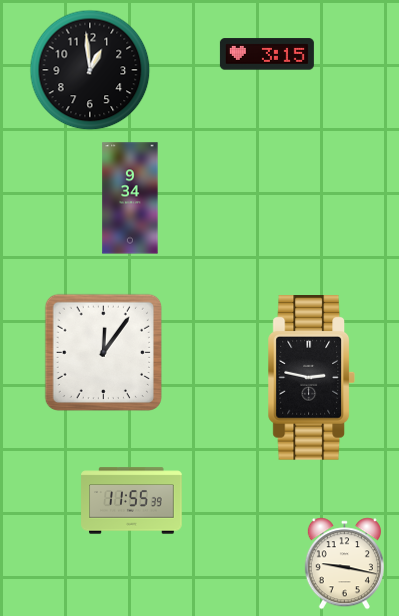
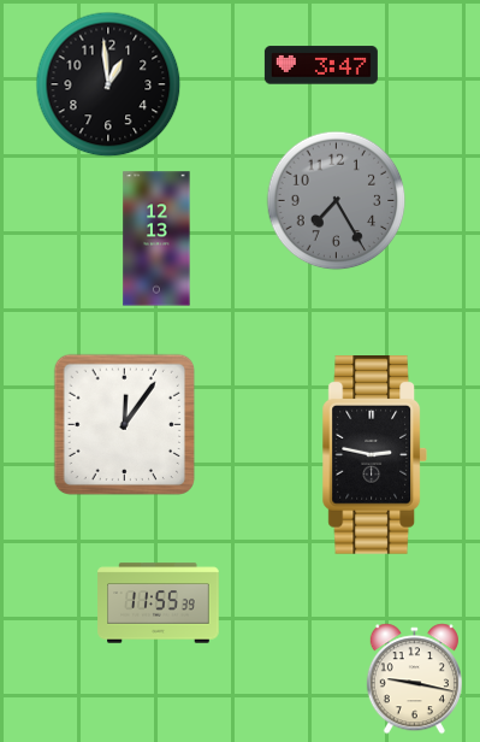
clock at (267, 54): 3:15 -> 3:47
clock at (336, 200): none -> 7:25
clock at (130, 198): 9:34 -> 12:13
